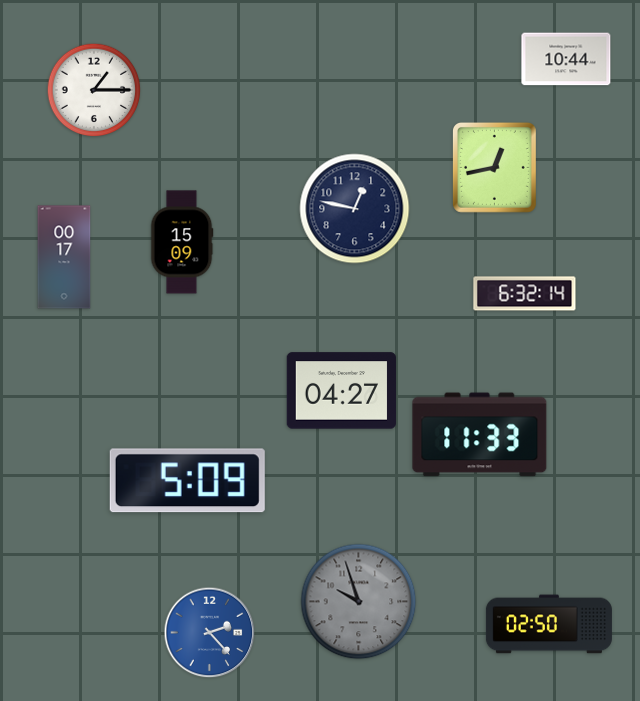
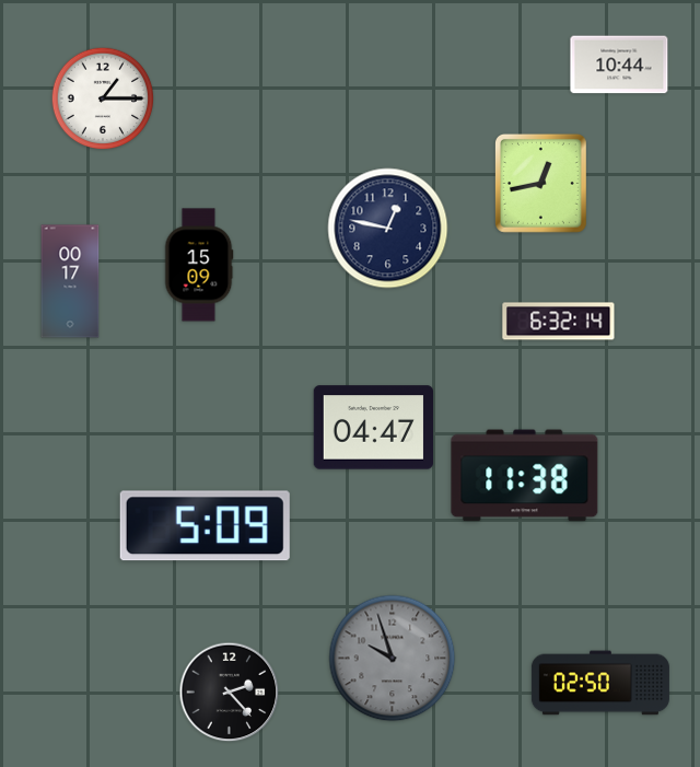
clock at (525, 294) position: (525, 294) -> (559, 322)
clock at (341, 391): 04:27 -> 04:47
clock at (480, 435): 11:33 -> 11:38
clock at (210, 633) dial: blue -> black
